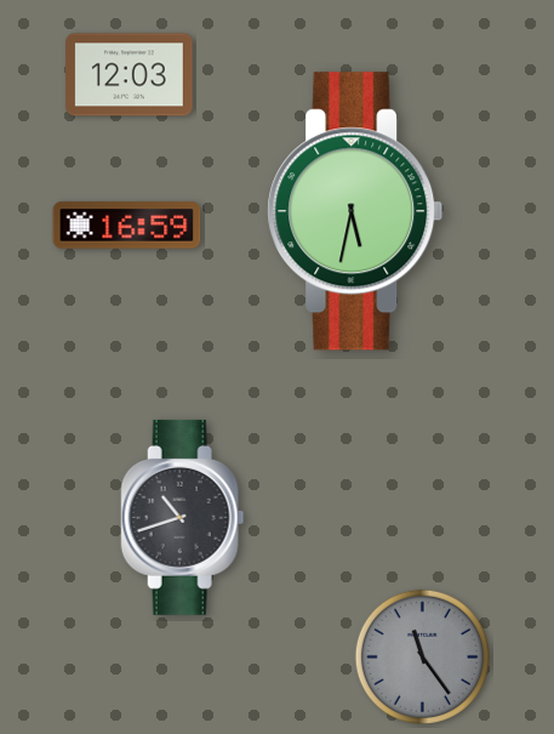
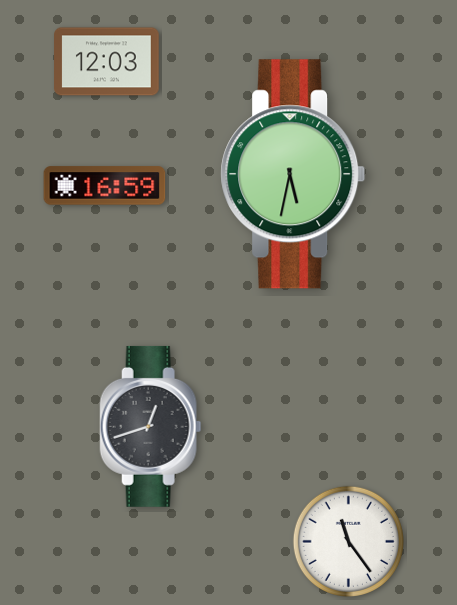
clock at (183, 517): 10:42 -> 12:42
clock at (422, 656) dial: grey -> white
